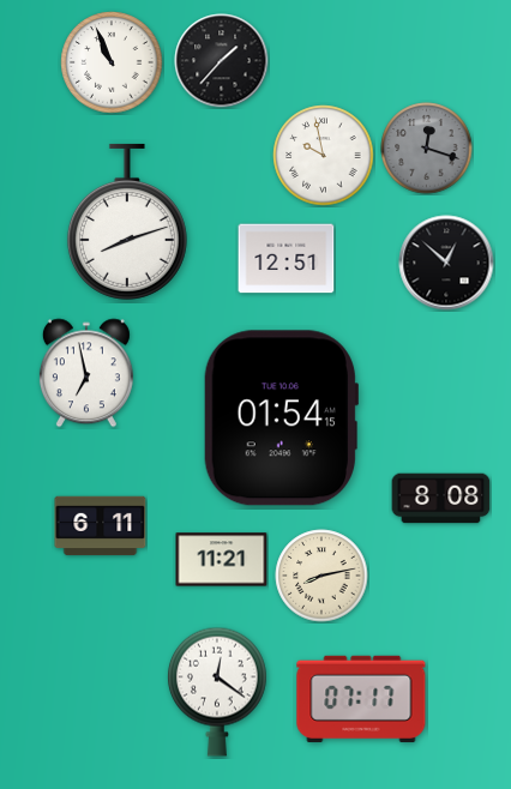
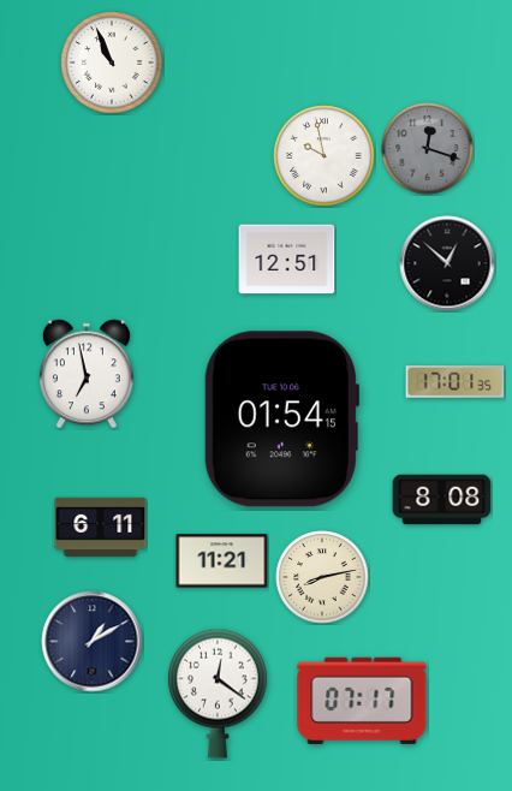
clock at (222, 61): 1:37 -> none
clock at (127, 222): 8:12 -> none
clock at (456, 382): none -> 17:01
clock at (93, 642): none -> 1:10
